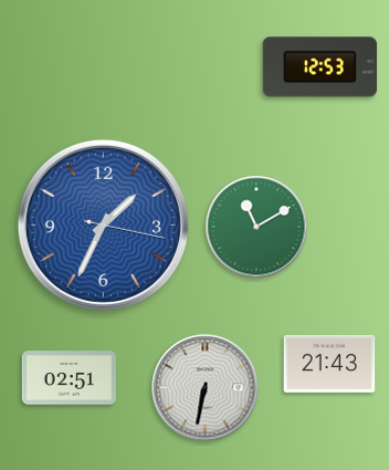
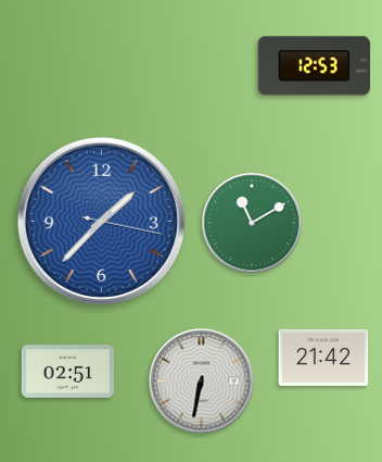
clock at (103, 224): 1:34 -> 1:37
clock at (329, 364): 21:43 -> 21:42
